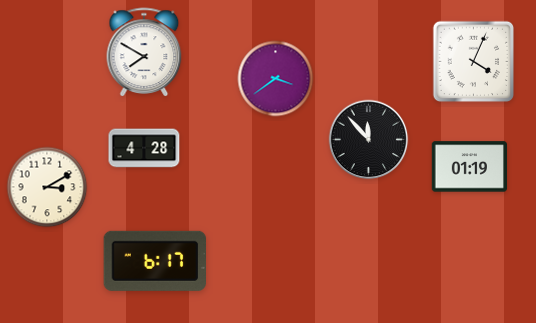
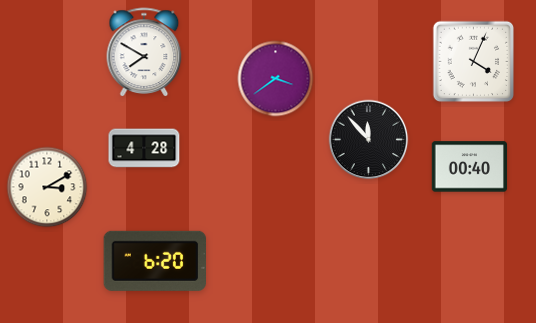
clock at (470, 167): 01:19 -> 00:40
clock at (155, 261): 6:17 -> 6:20
